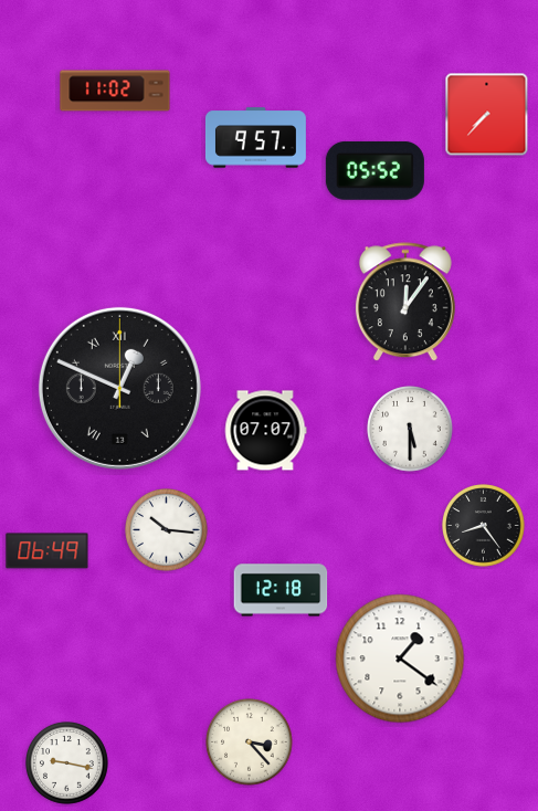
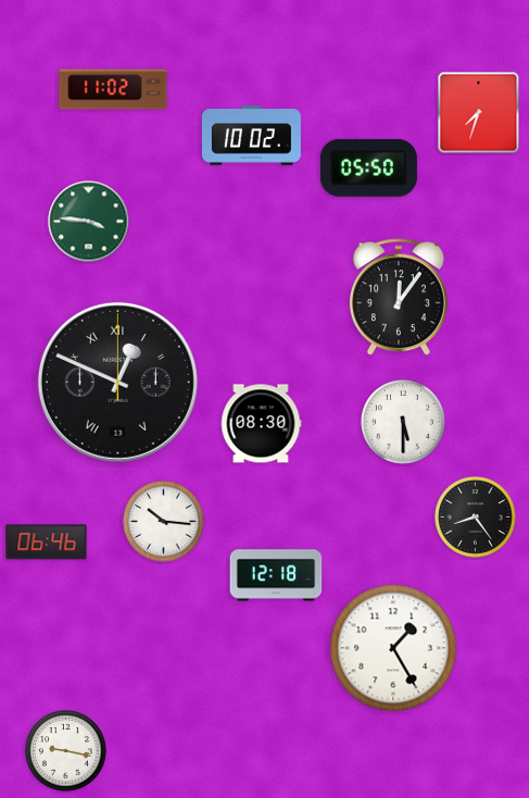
clock at (487, 115): 7:37 -> 7:33
clock at (255, 138): 9:57 -> 10:02
clock at (375, 170): 05:52 -> 05:50
clock at (89, 222): none -> 3:46
clock at (265, 431): 07:07 -> 08:30
clock at (48, 551): 06:49 -> 06:46
clock at (281, 590) position: (281, 590) -> (276, 575)
clock at (400, 659): 1:21 -> 1:25
clock at (250, 742): 3:23 -> none
